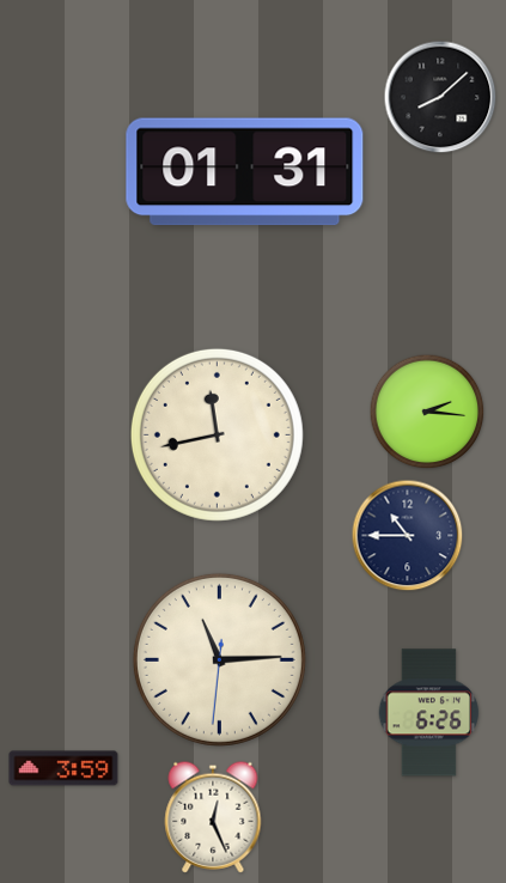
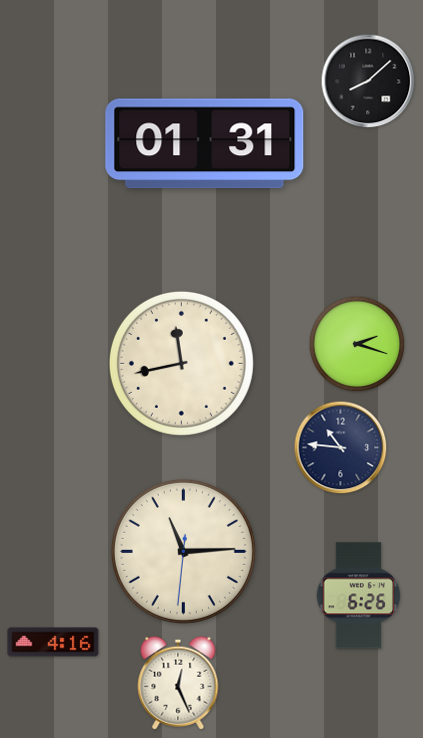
clock at (427, 412): 2:16 -> 2:18
clock at (408, 536): 10:45 -> 10:46
clock at (63, 768): 3:59 -> 4:16
